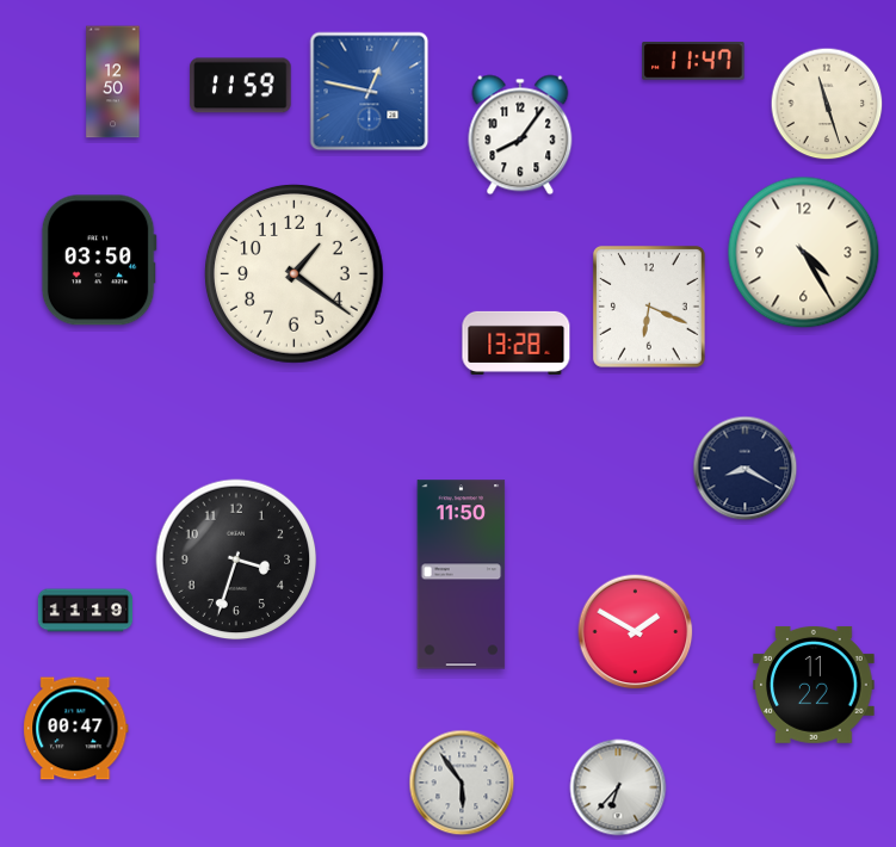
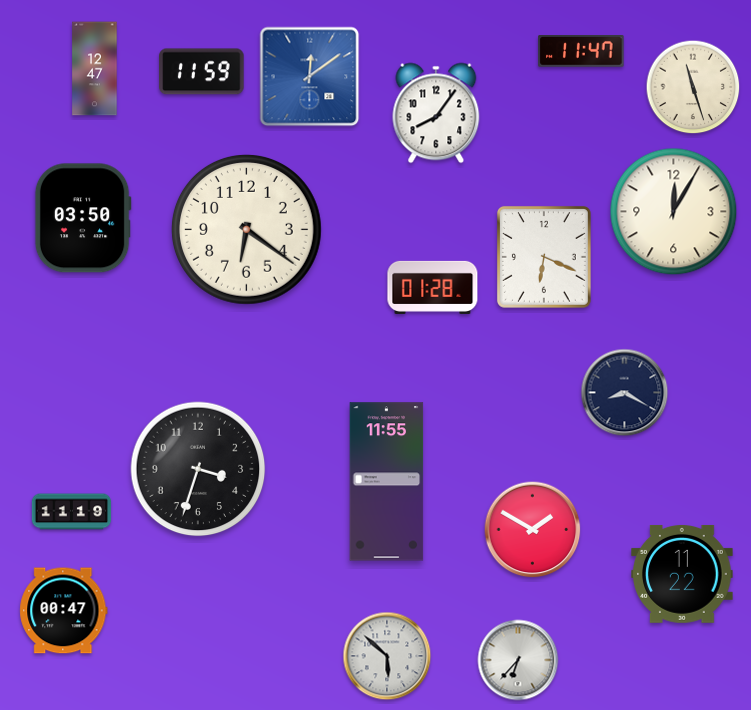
clock at (113, 82): 12:50 -> 12:47
clock at (370, 92): 12:47 -> 12:09
clock at (804, 253): 4:25 -> 12:05
clock at (295, 274): 1:21 -> 6:21
clock at (517, 342): 13:28 -> 01:28
clock at (462, 575): 11:50 -> 11:55
clock at (462, 783): 5:54 -> 5:52
